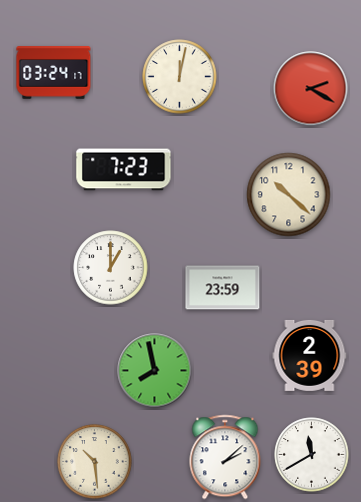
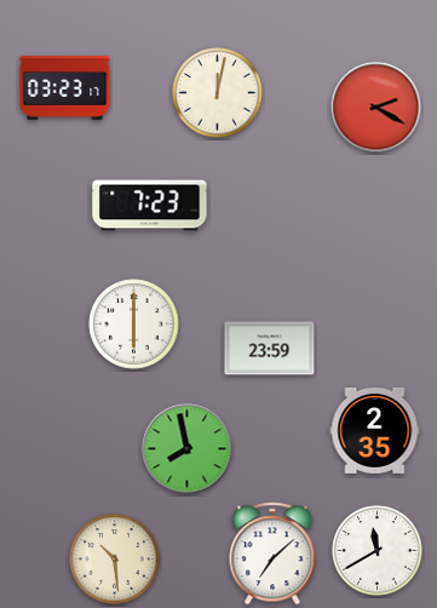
clock at (54, 73): 03:24 -> 03:23
clock at (289, 195): 10:22 -> none
clock at (111, 268): 1:00 -> 6:00
clock at (310, 355): 2:39 -> 2:35
clock at (225, 457): 2:08 -> 7:08
